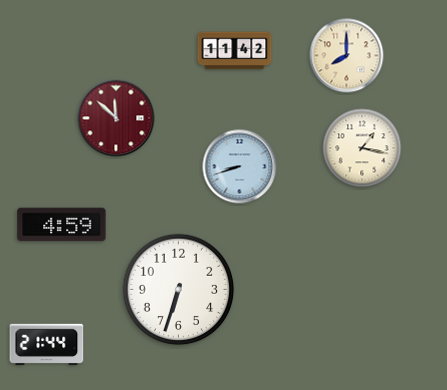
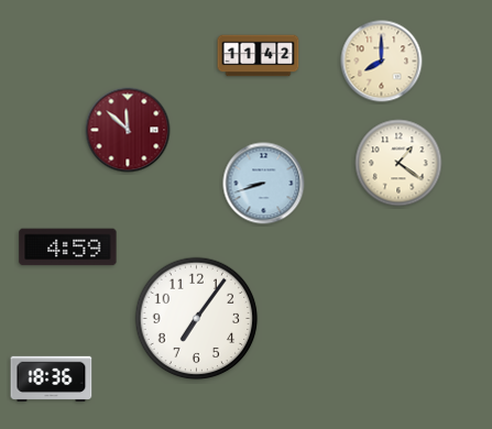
clock at (362, 148): 1:17 -> 1:21
clock at (179, 290): 6:33 -> 7:06
clock at (47, 344): 21:44 -> 18:36
